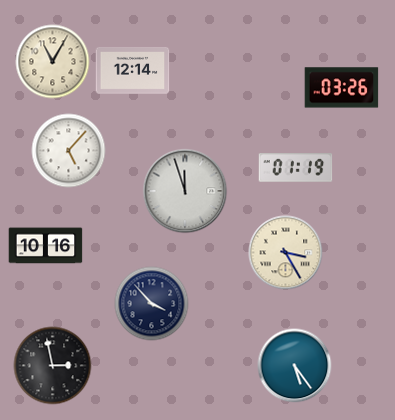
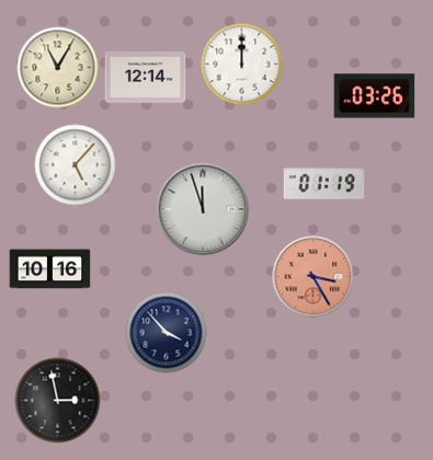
clock at (242, 65): none -> 12:00
clock at (286, 253) dial: cream -> salmon
clock at (295, 366): 5:24 -> none
